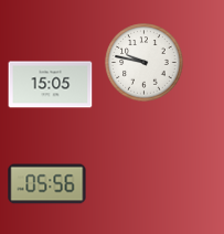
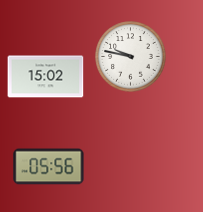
clock at (51, 85): 15:05 -> 15:02
clock at (47, 184) position: (47, 184) -> (49, 167)
